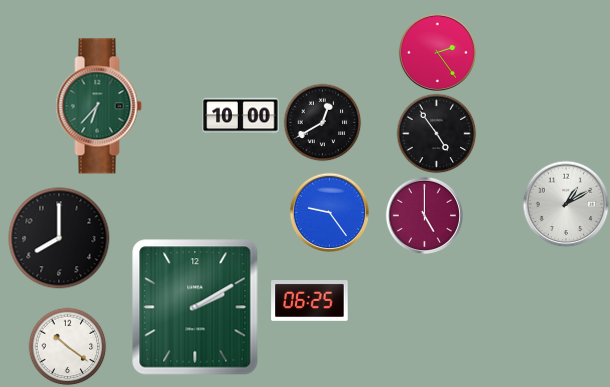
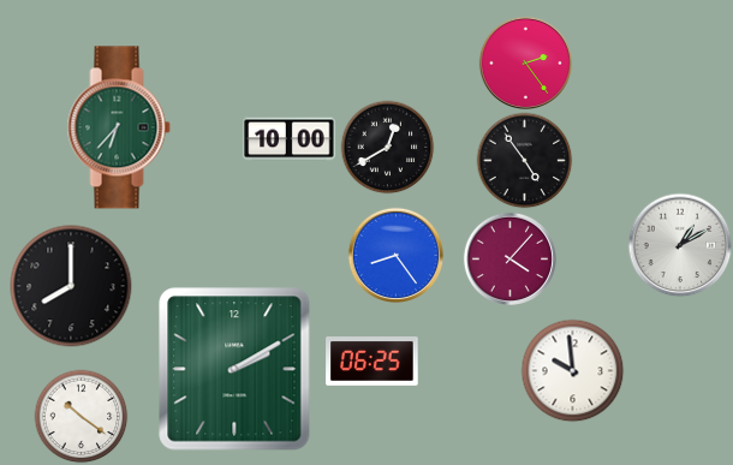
clock at (329, 212): 9:24 -> 8:24
clock at (424, 215): 5:00 -> 4:07
clock at (572, 370): none -> 9:59
